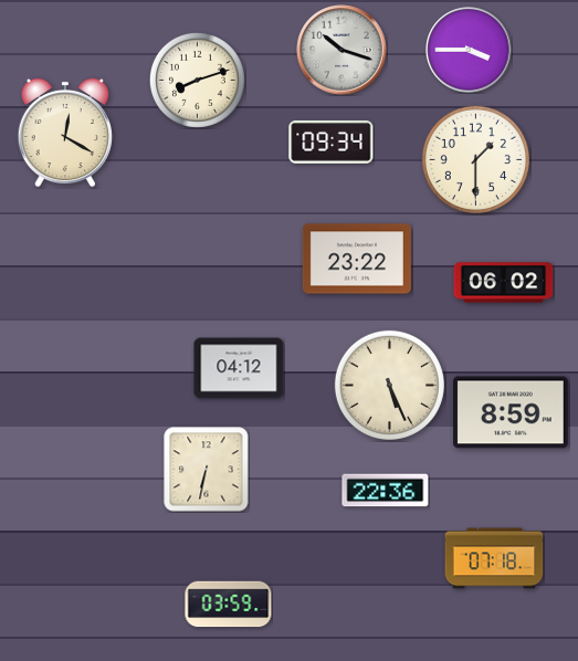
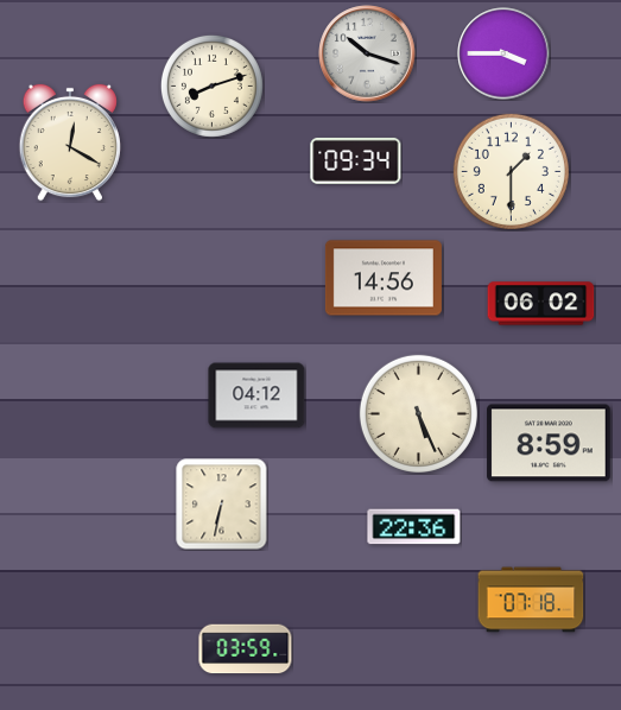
clock at (332, 141) position: (332, 141) -> (356, 160)
clock at (357, 259): 23:22 -> 14:56
